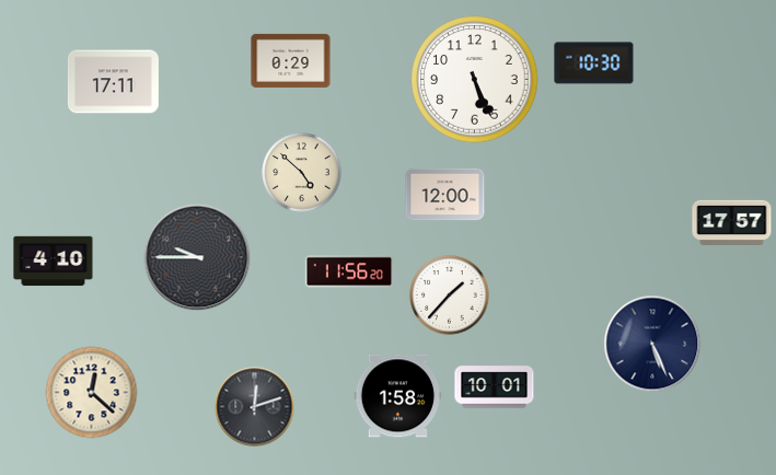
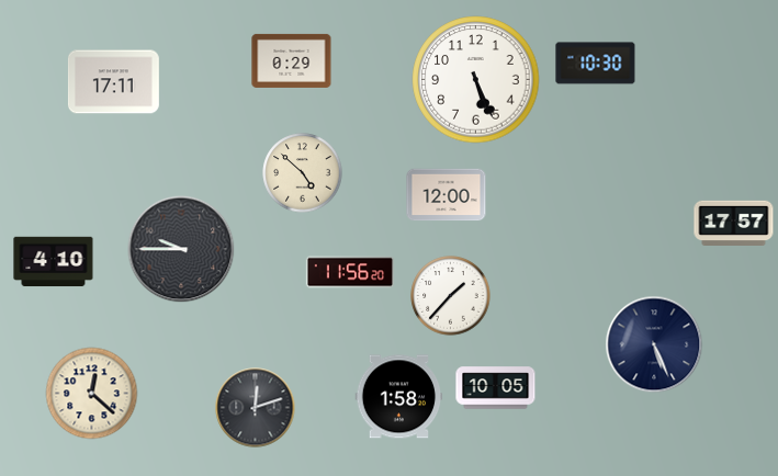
clock at (197, 257) position: (197, 257) -> (181, 249)
clock at (495, 387): 10:01 -> 10:05
